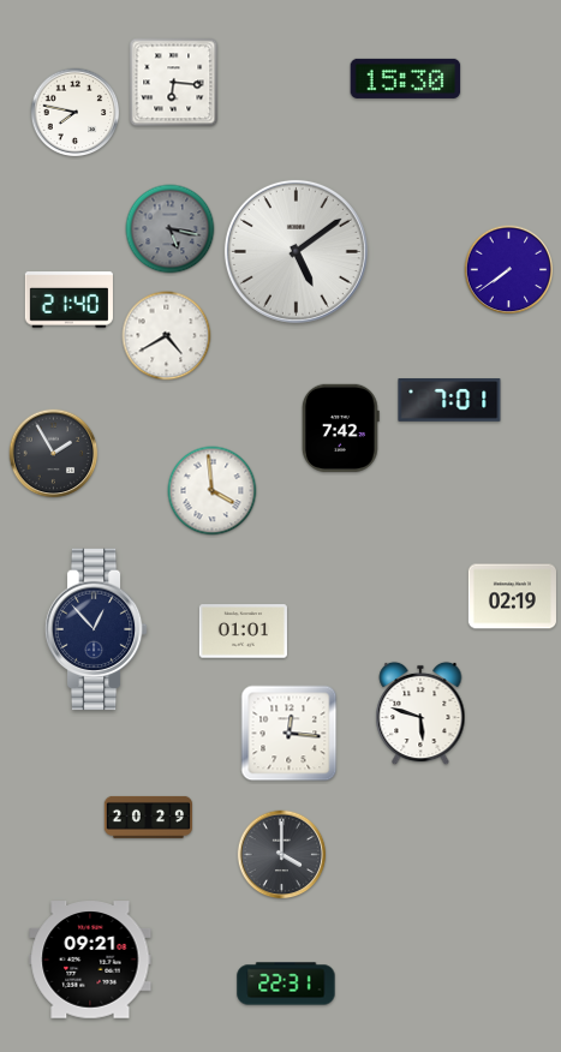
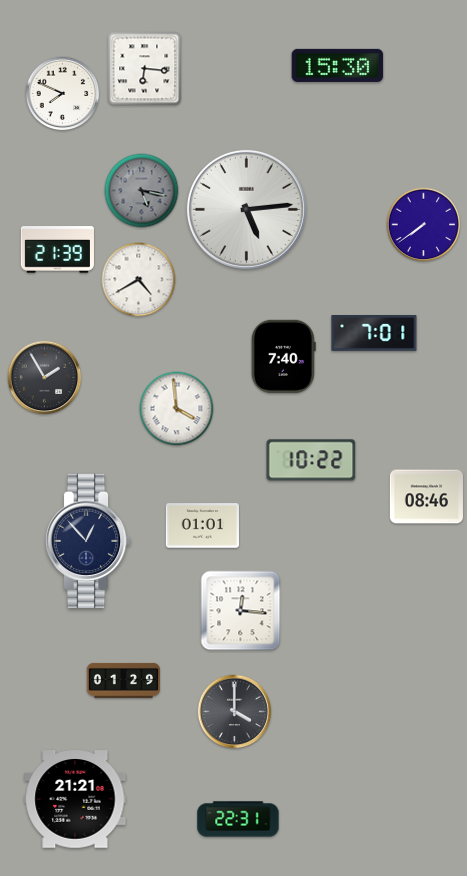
clock at (76, 113): 7:47 -> 7:49
clock at (296, 251): 5:09 -> 5:14
clock at (68, 300): 21:40 -> 21:39
clock at (340, 428): 7:42 -> 7:40
clock at (311, 460): none -> 10:22
clock at (512, 597): 02:19 -> 08:46
clock at (96, 629) position: (96, 629) -> (88, 541)
clock at (420, 713): 5:48 -> none
clock at (148, 817): 20:29 -> 01:29
clock at (90, 960): 09:21 -> 21:21
